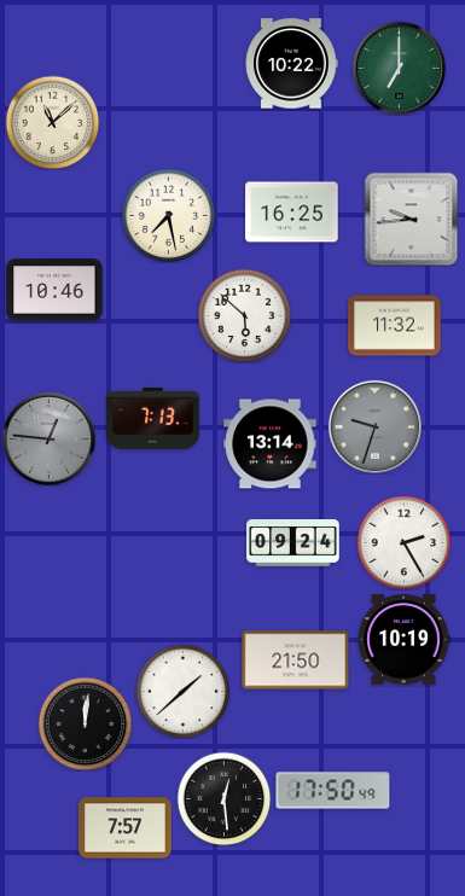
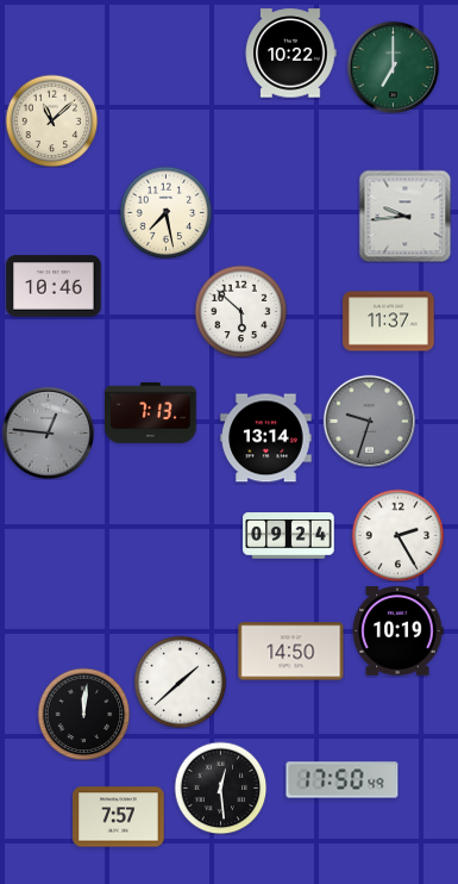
clock at (291, 64) position: (291, 64) -> (290, 54)
clock at (292, 213): 16:25 -> none
clock at (395, 326): 11:32 -> 11:37
clock at (296, 661): 21:50 -> 14:50
clock at (333, 791) position: (333, 791) -> (343, 780)
clock at (126, 828) position: (126, 828) -> (119, 817)
